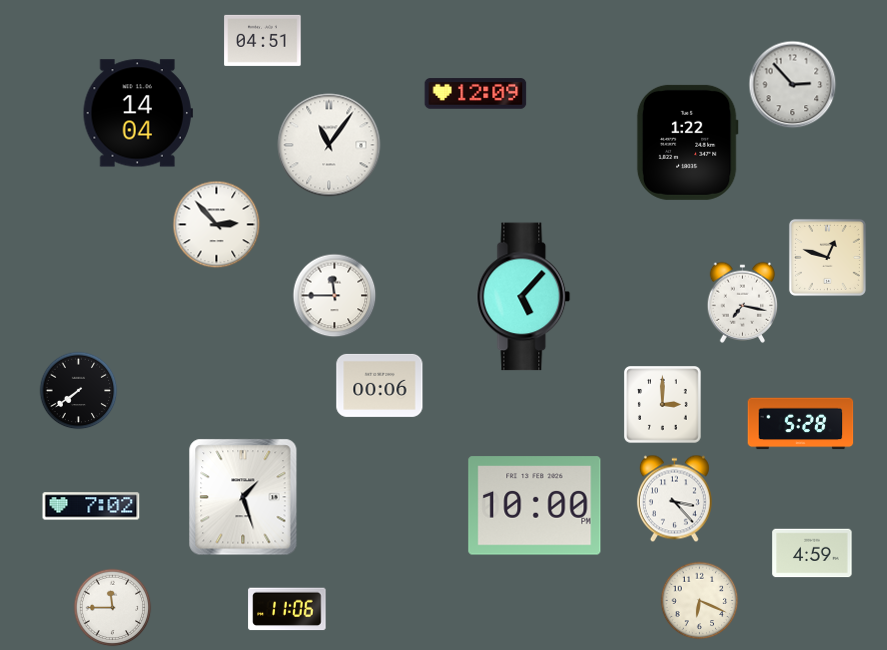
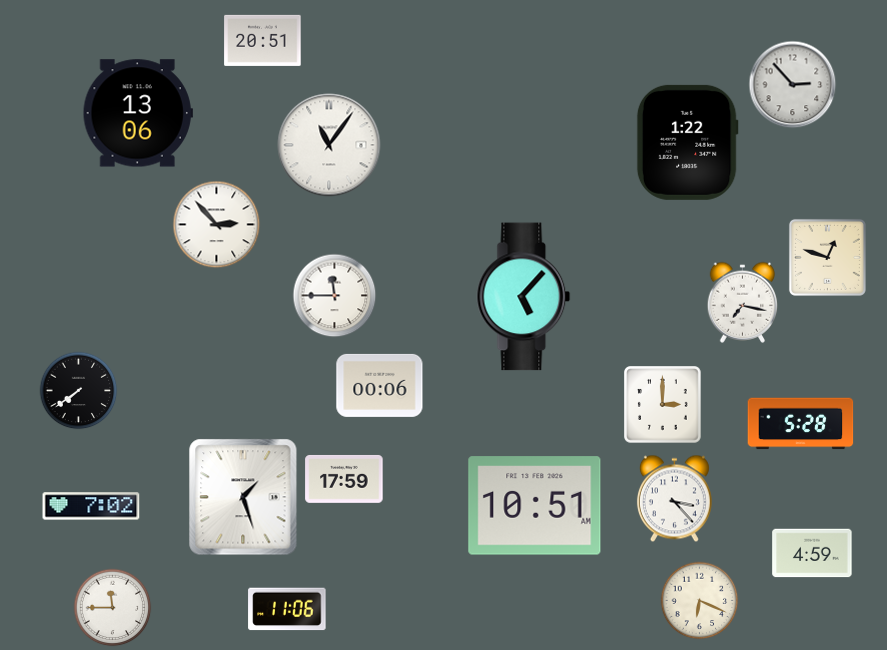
clock at (263, 40): 04:51 -> 20:51
clock at (476, 94): 12:09 -> none
clock at (138, 113): 14:04 -> 13:06
clock at (344, 479): none -> 17:59
clock at (535, 506): 10:00 -> 10:51
